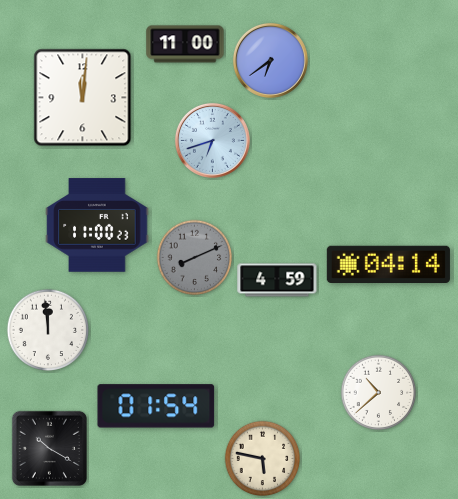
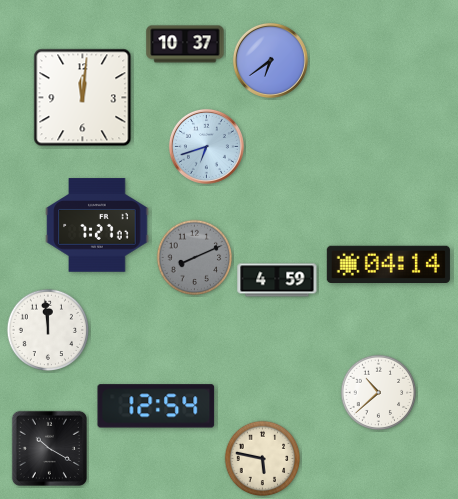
clock at (185, 44): 11:00 -> 10:37
clock at (212, 140) position: (212, 140) -> (206, 146)
clock at (97, 225): 11:00 -> 7:27
clock at (156, 406): 01:54 -> 12:54
